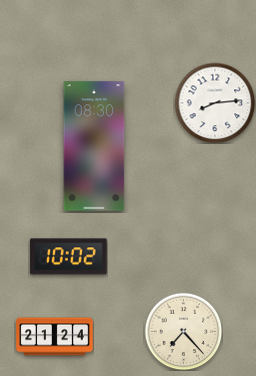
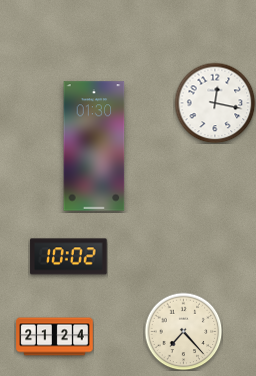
clock at (215, 103): 8:14 -> 12:17
clock at (94, 146): 08:30 -> 01:30
